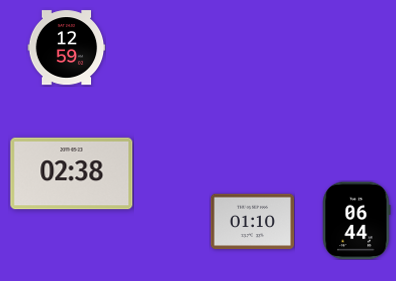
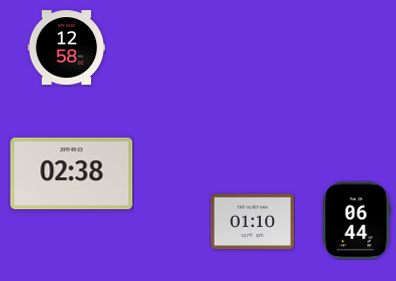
clock at (66, 48): 12:59 -> 12:58
